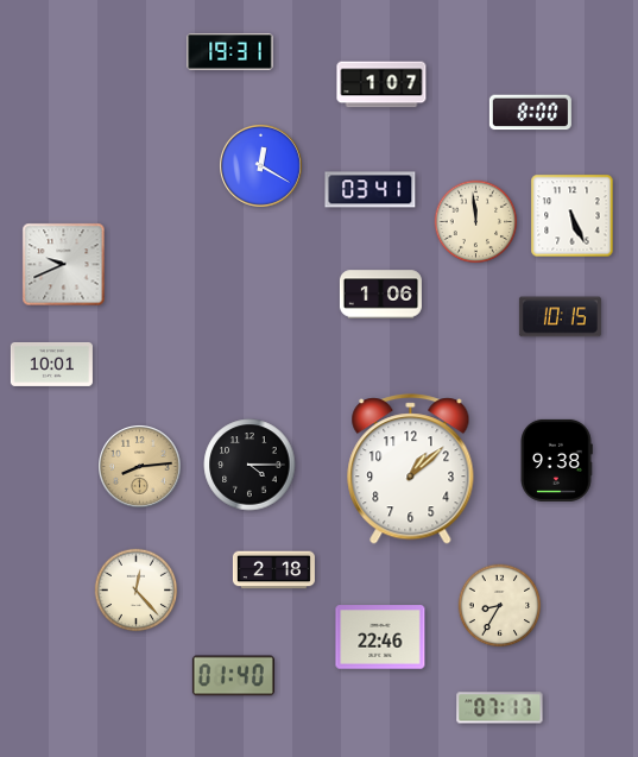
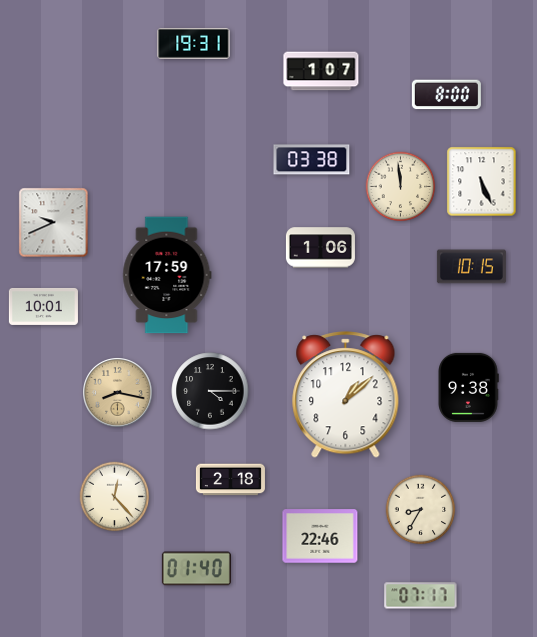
clock at (261, 166): 12:20 -> none
clock at (371, 190): 03:41 -> 03:38
clock at (167, 275): none -> 17:59
clock at (140, 467): 8:14 -> 8:17
